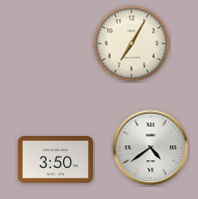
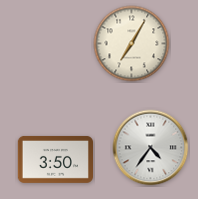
clock at (151, 148): 4:39 -> 4:36
